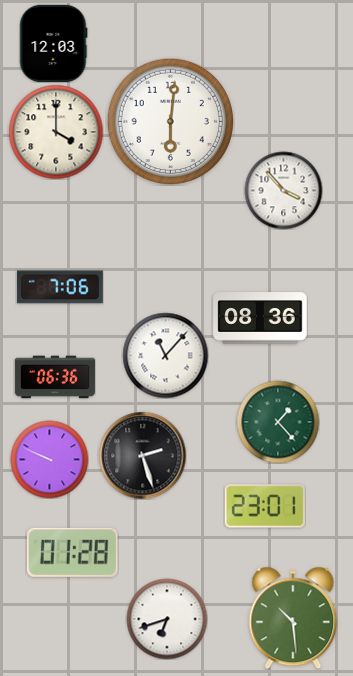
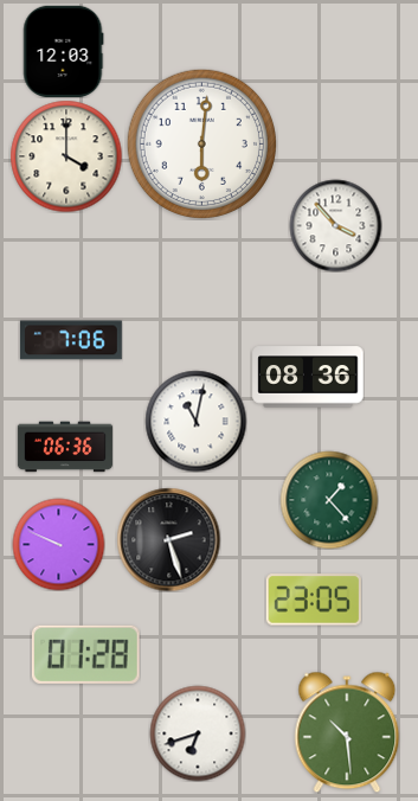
clock at (165, 355): 11:07 -> 11:02
clock at (265, 506): 23:01 -> 23:05
